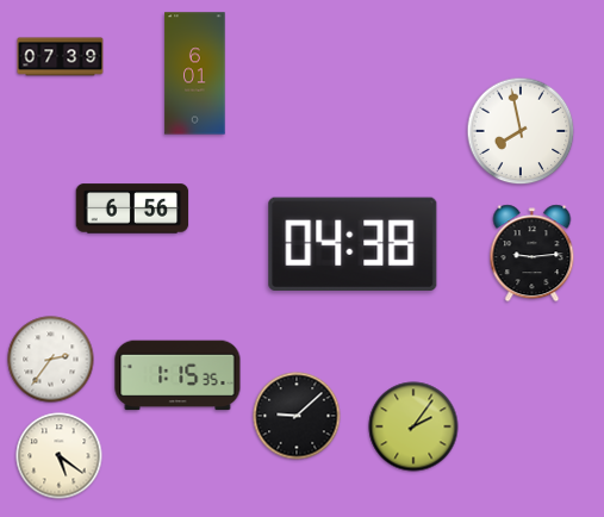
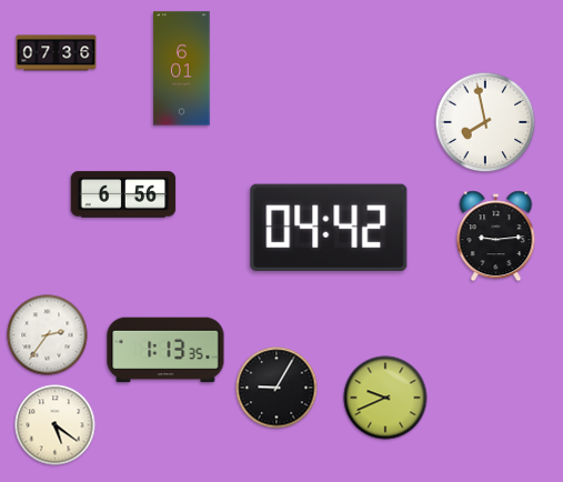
clock at (61, 57): 07:39 -> 07:36
clock at (353, 243): 04:38 -> 04:42
clock at (178, 375): 1:15 -> 1:13
clock at (297, 416): 9:08 -> 9:05
clock at (413, 426): 2:06 -> 9:41
